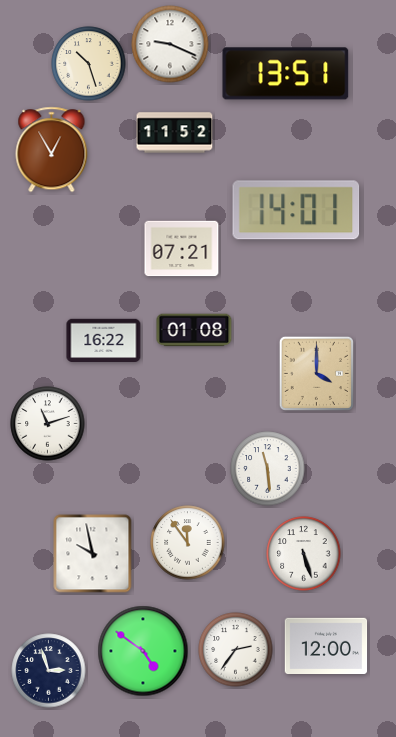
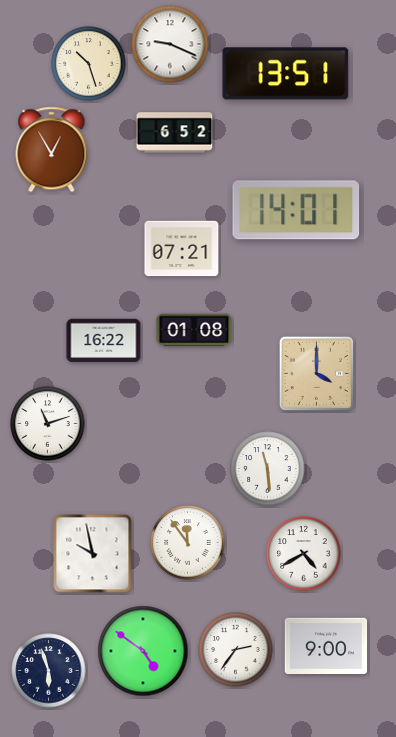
clock at (175, 133): 11:52 -> 6:52
clock at (304, 554): 5:27 -> 4:40
clock at (326, 646): 12:00 -> 9:00
clock at (49, 671): 2:57 -> 5:57
